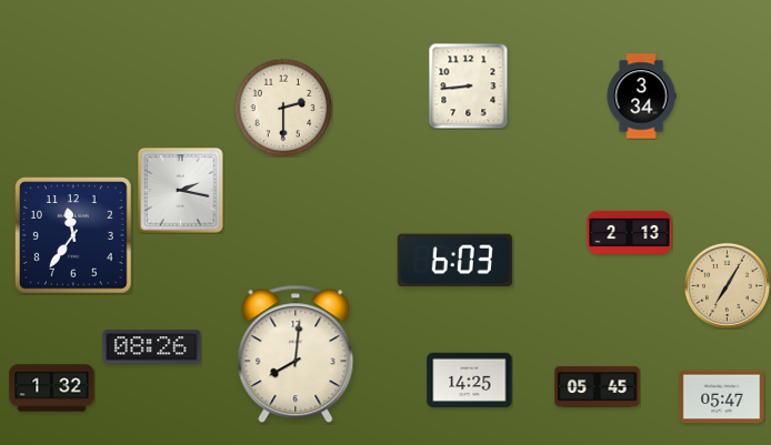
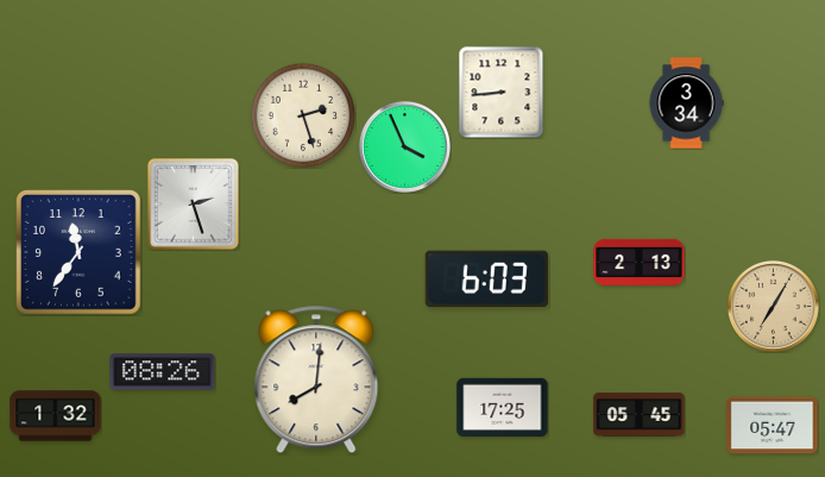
clock at (283, 108): 2:30 -> 2:27
clock at (404, 146): none -> 3:56
clock at (181, 191): 2:17 -> 2:27
clock at (630, 232) position: (630, 232) -> (640, 262)
clock at (727, 285) position: (727, 285) -> (773, 306)
clock at (470, 380): 14:25 -> 17:25
